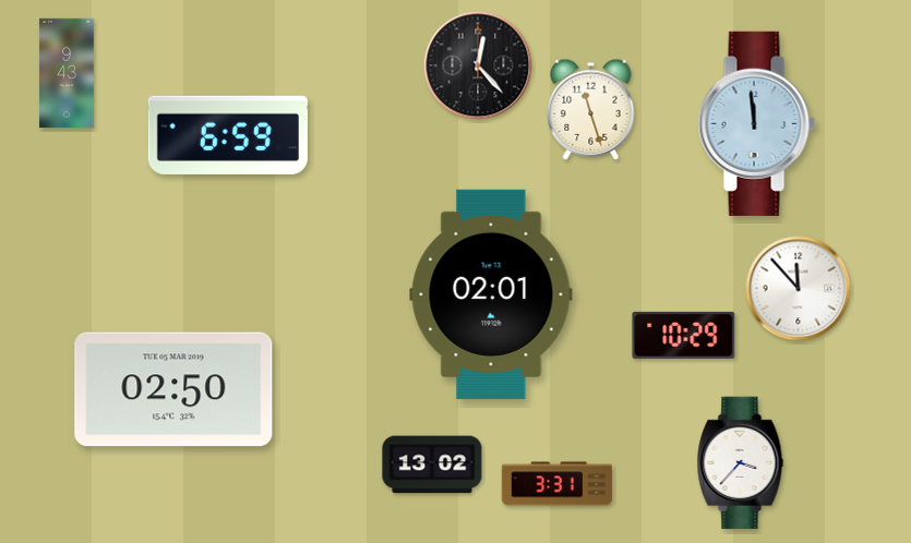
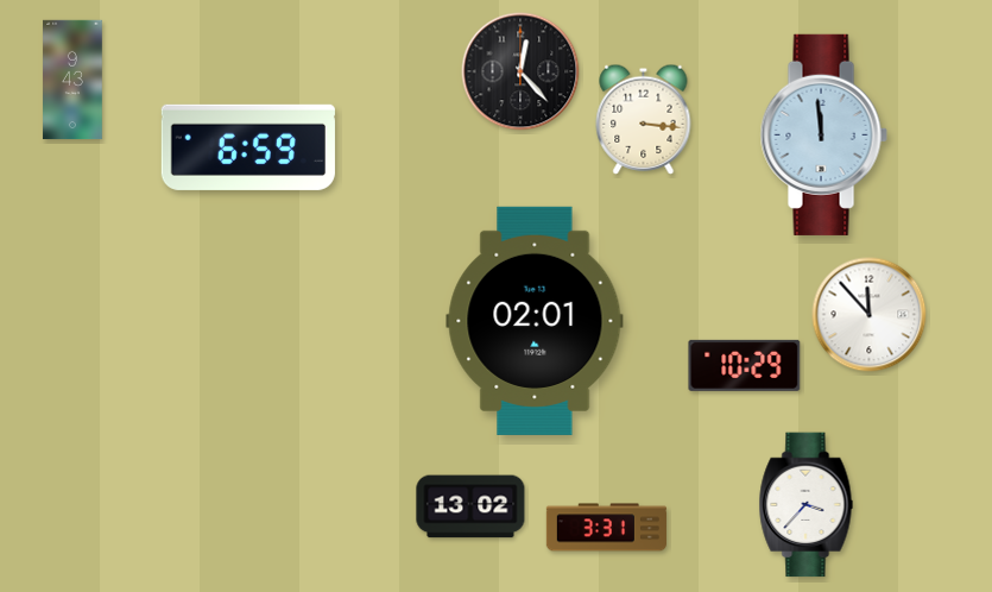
clock at (591, 109): 11:27 -> 3:16
clock at (173, 389): 02:50 -> none
